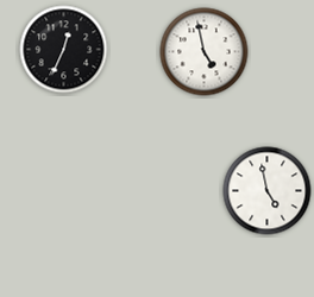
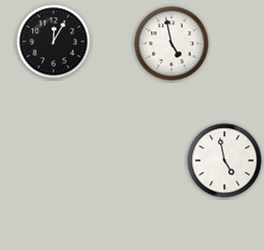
clock at (64, 50): 12:34 -> 12:05
